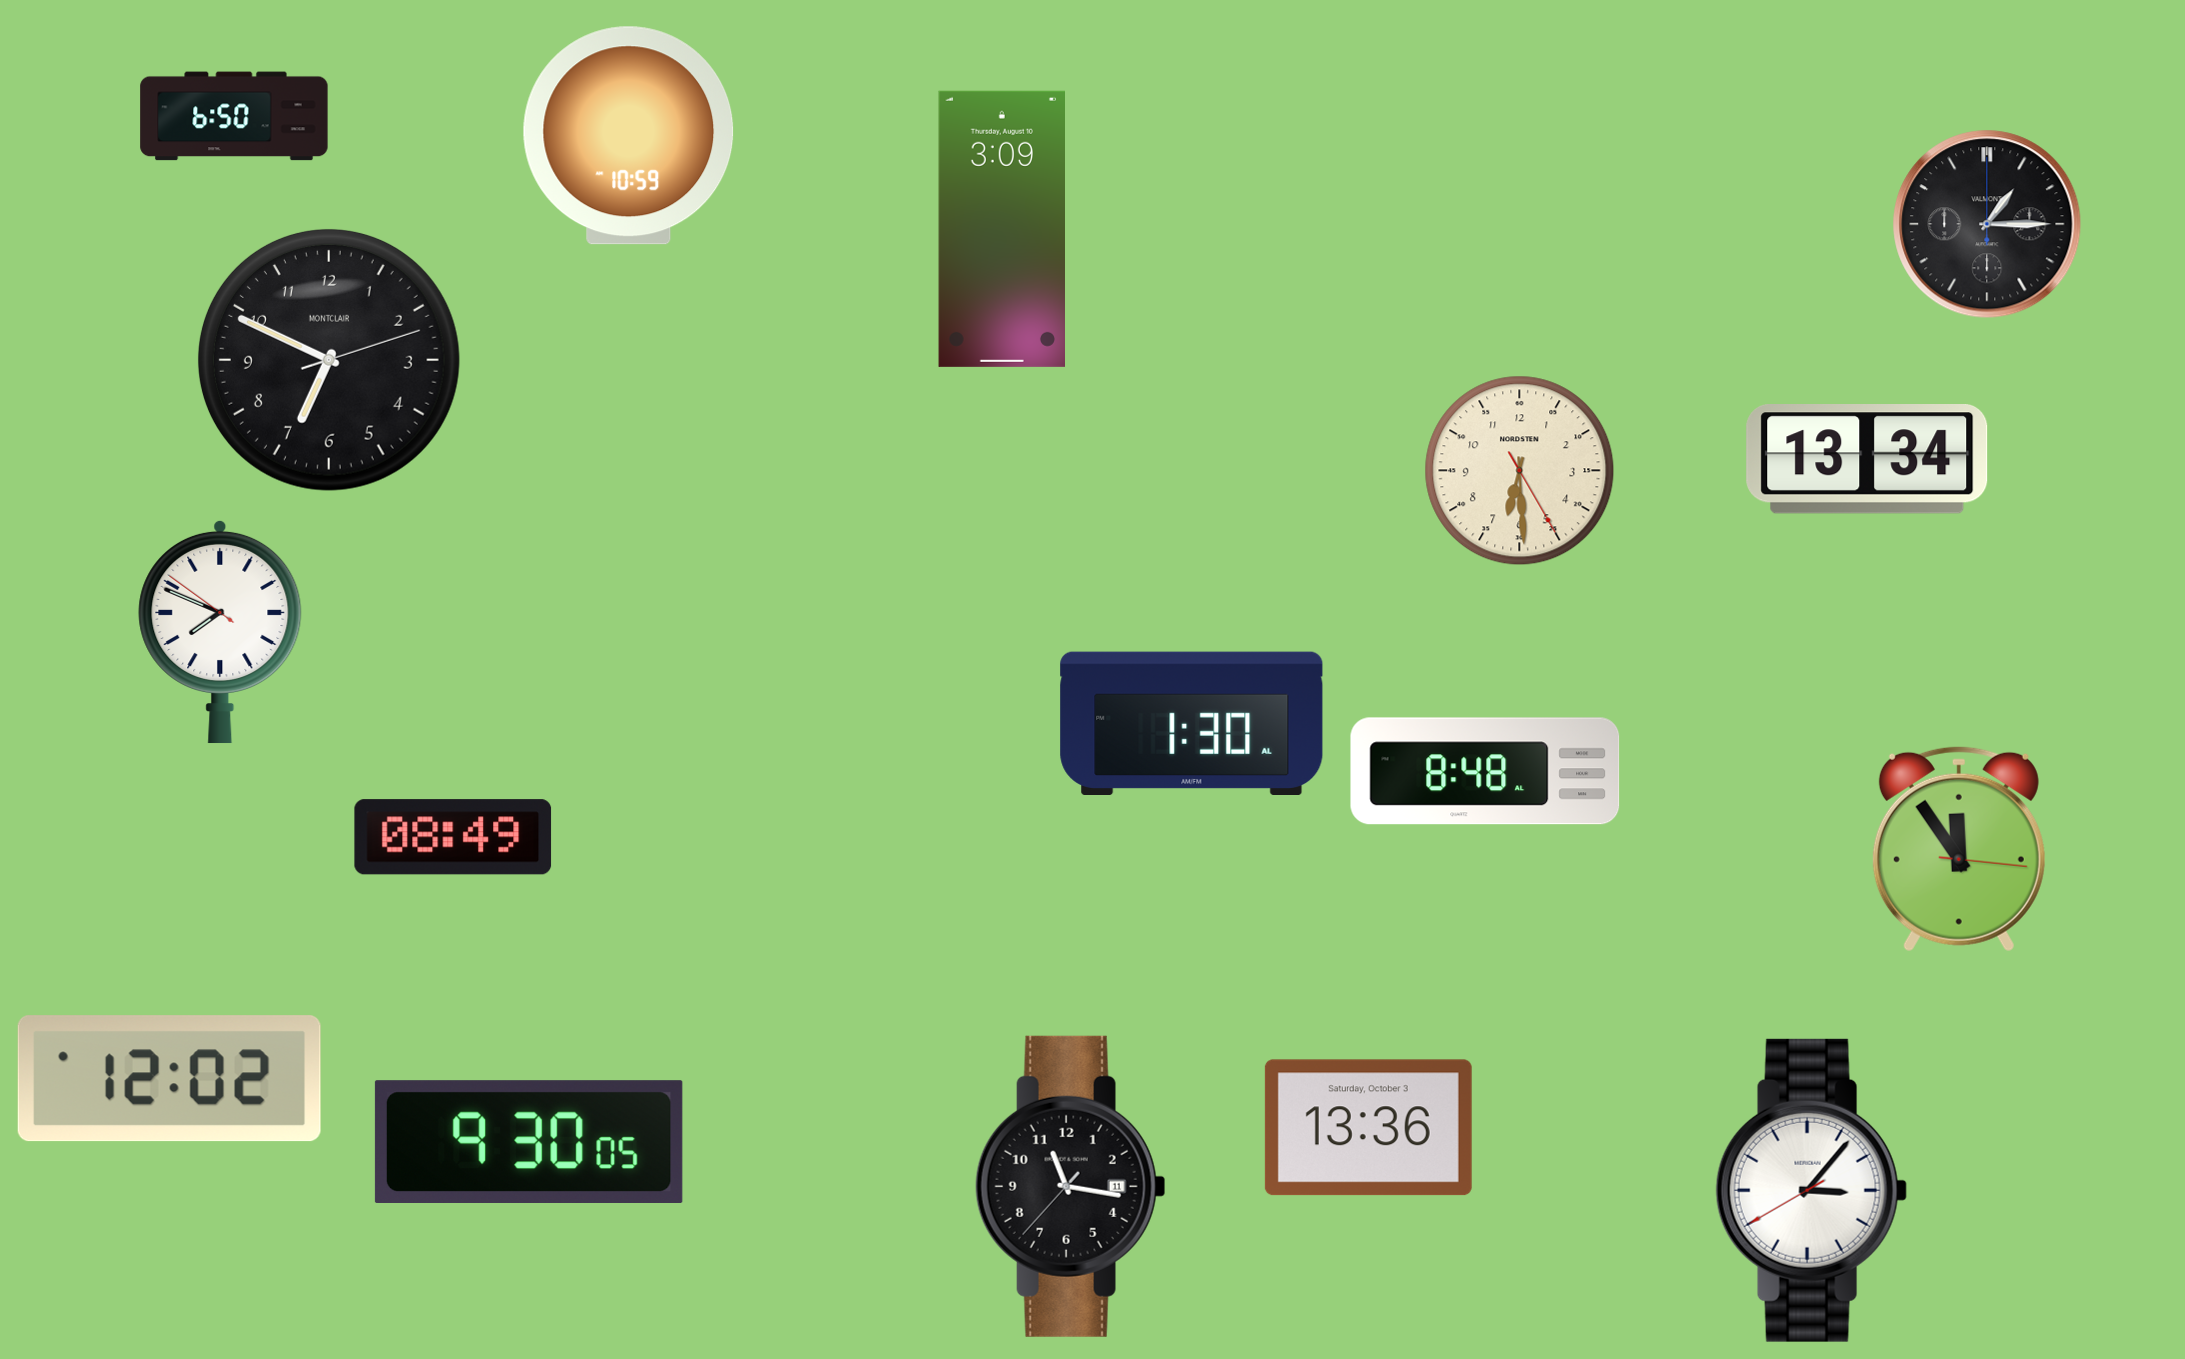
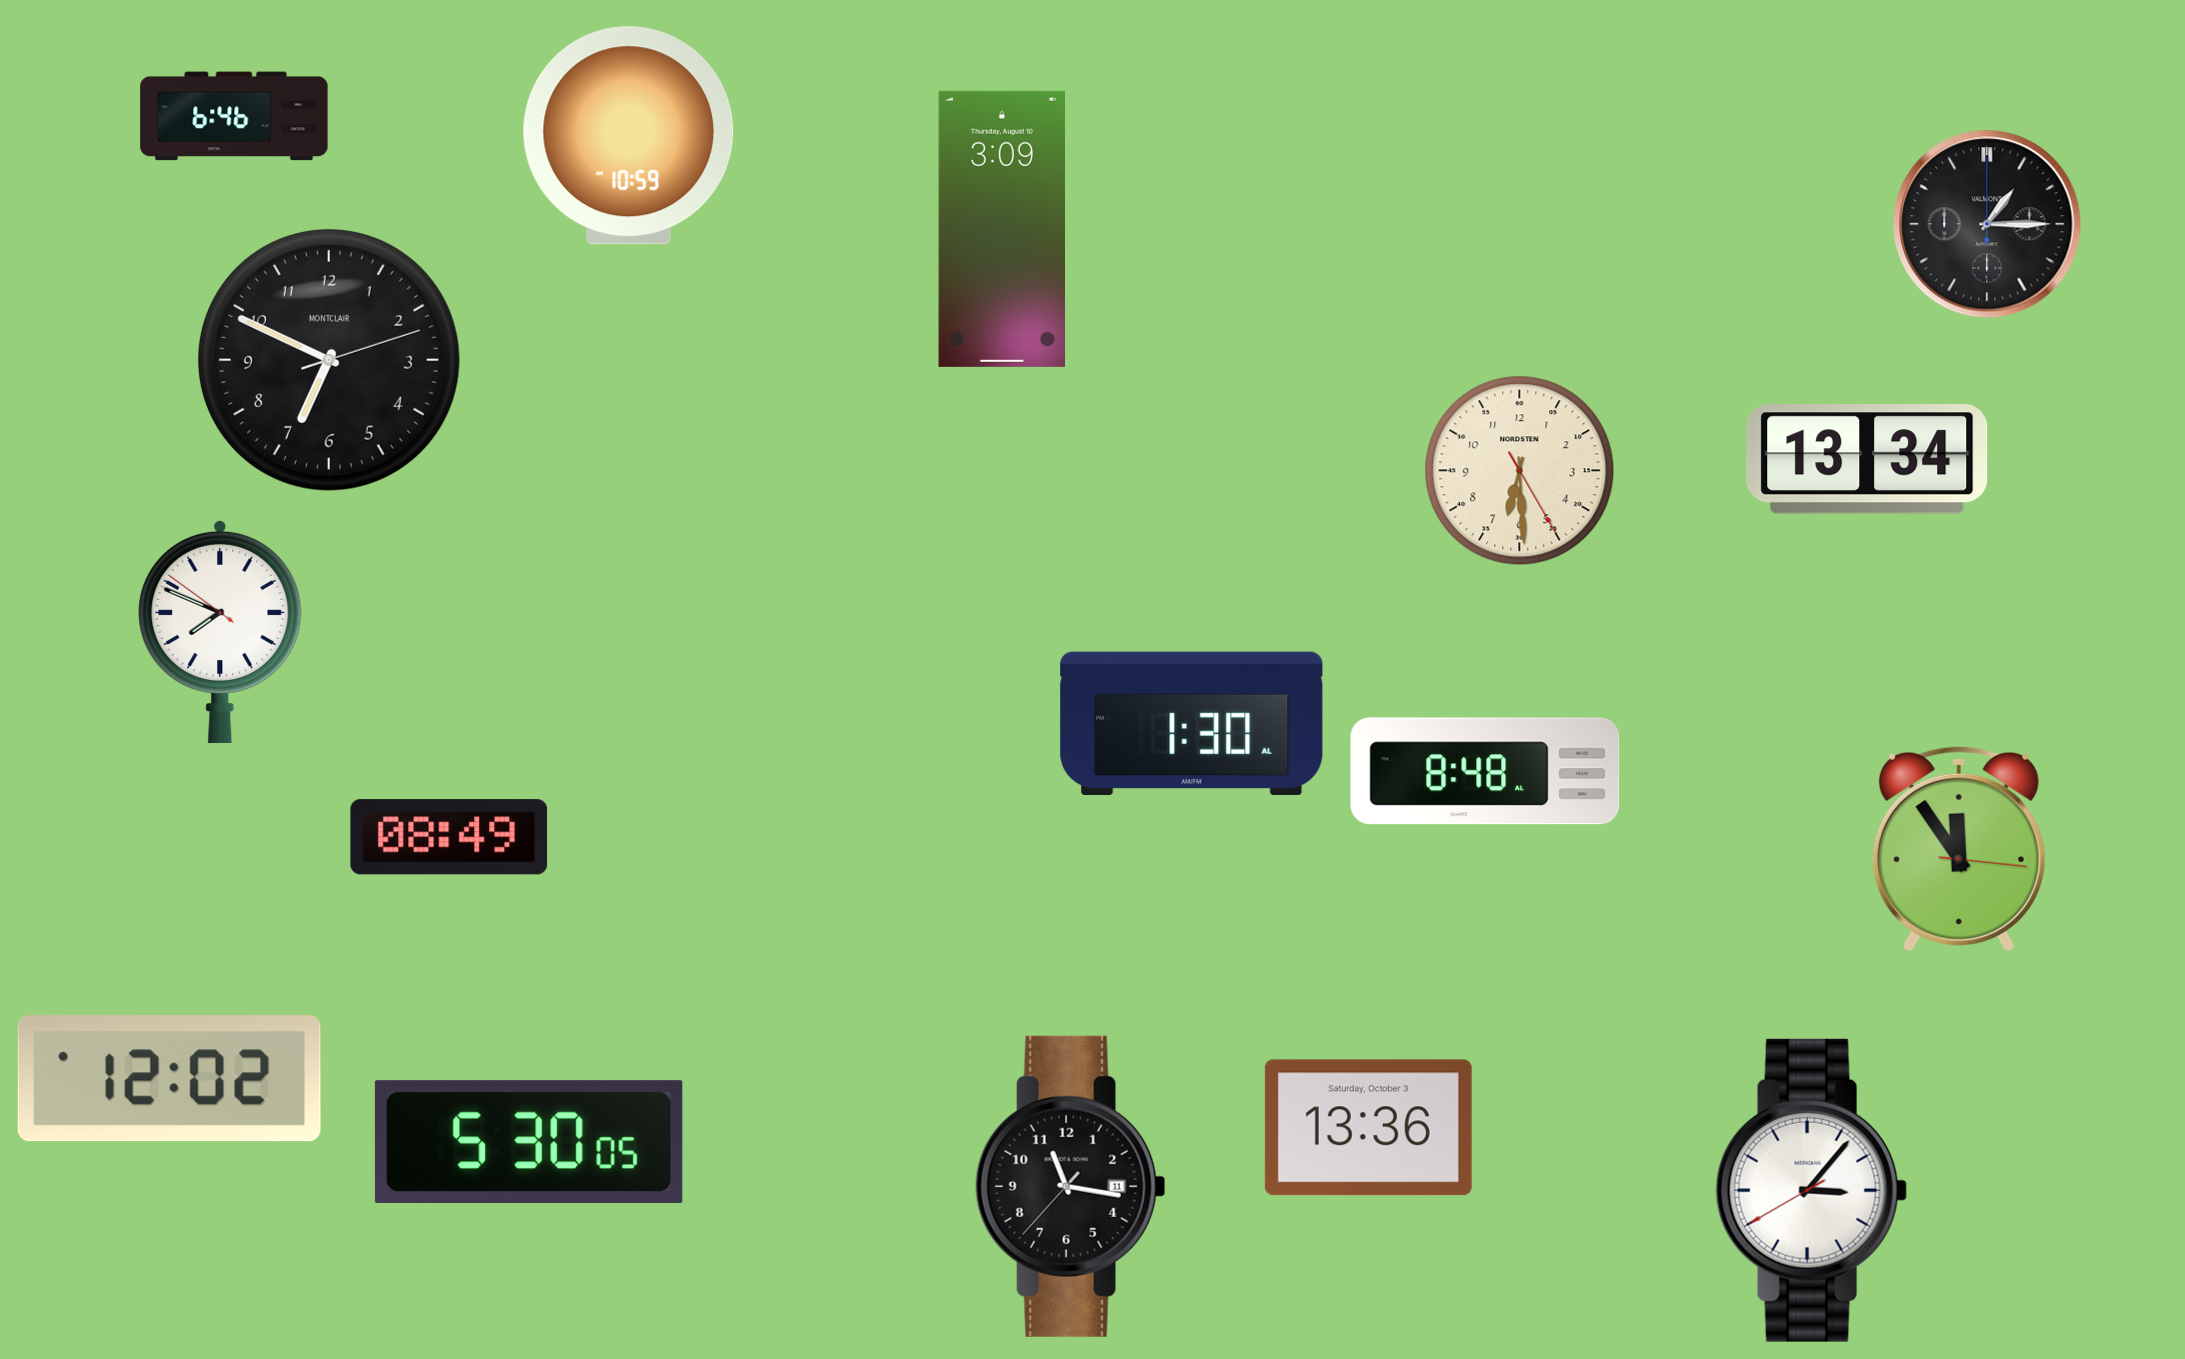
clock at (234, 116): 6:50 -> 6:46
clock at (453, 837) position: (453, 837) -> (449, 837)
clock at (529, 1141): 9:30 -> 5:30
